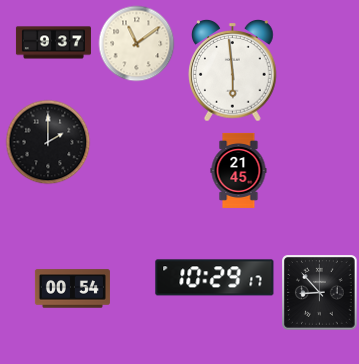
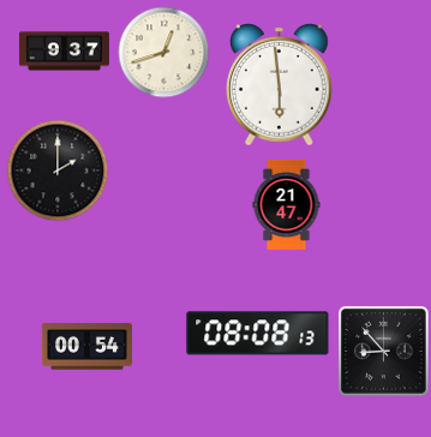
clock at (137, 44): 11:09 -> 12:42
clock at (239, 170): 21:45 -> 21:47
clock at (215, 278): 10:29 -> 08:08
